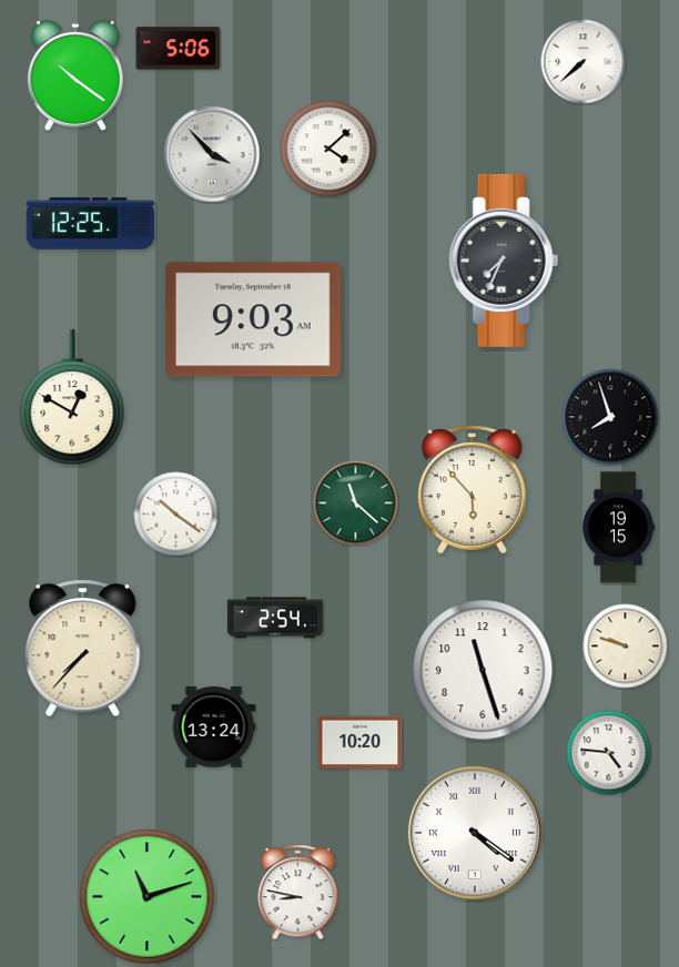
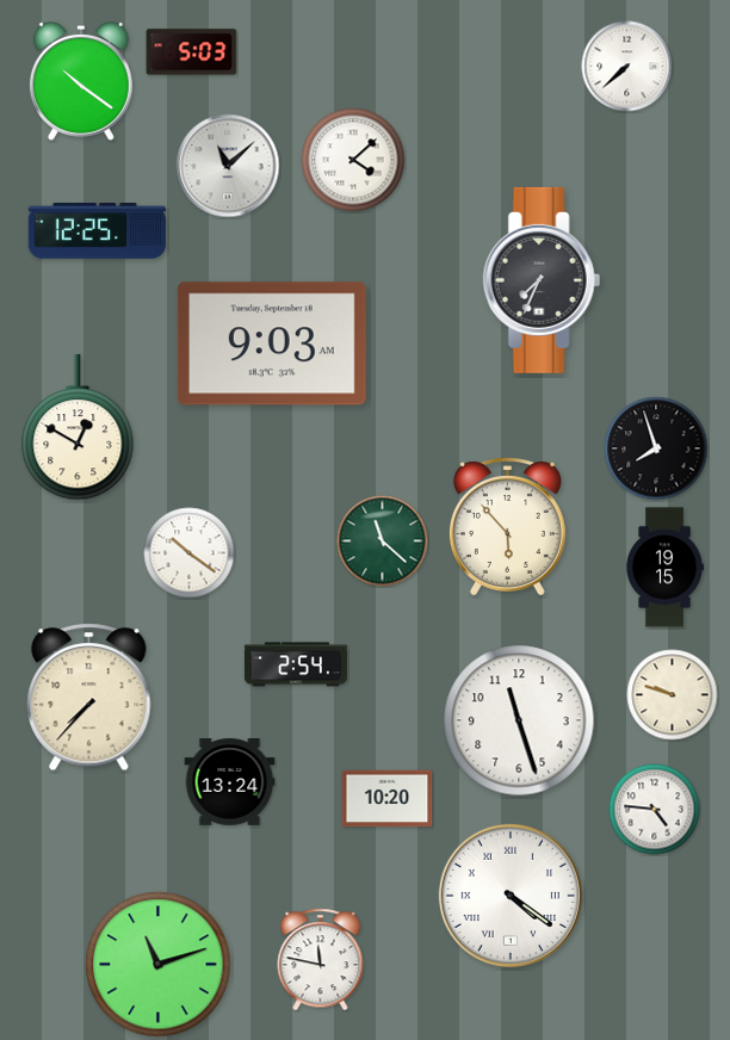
clock at (179, 49): 5:06 -> 5:03
clock at (212, 154): 3:53 -> 11:08
clock at (91, 224) position: (91, 224) -> (98, 231)
clock at (298, 893): 8:47 -> 11:47
